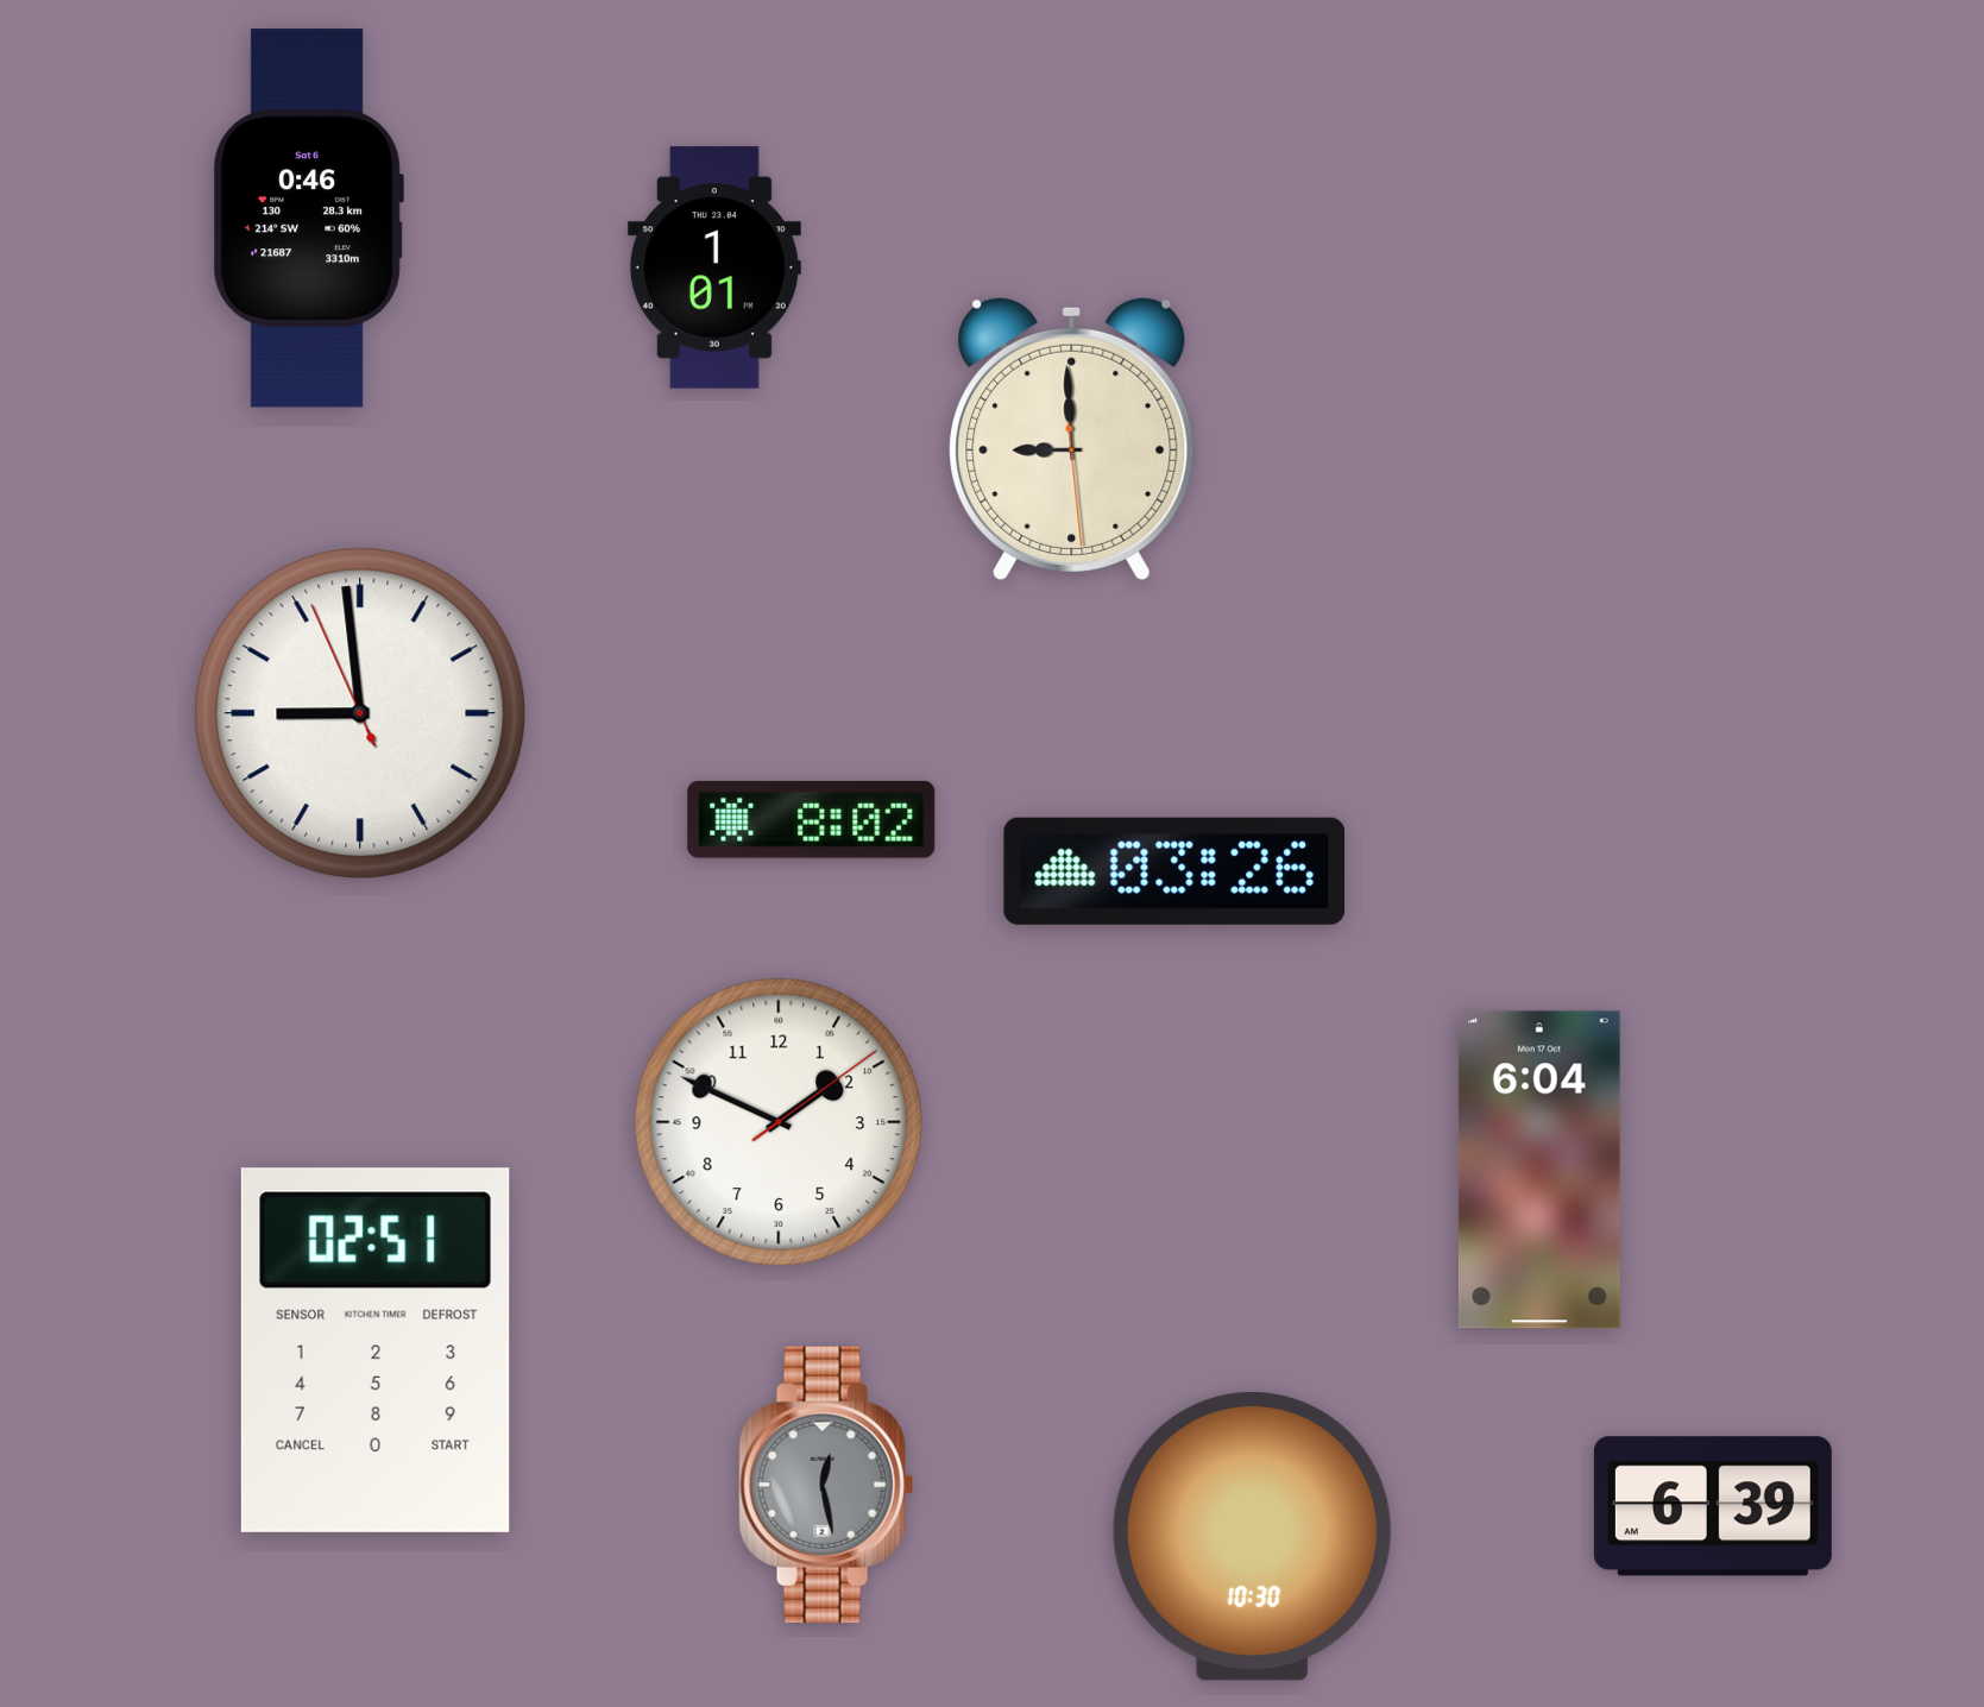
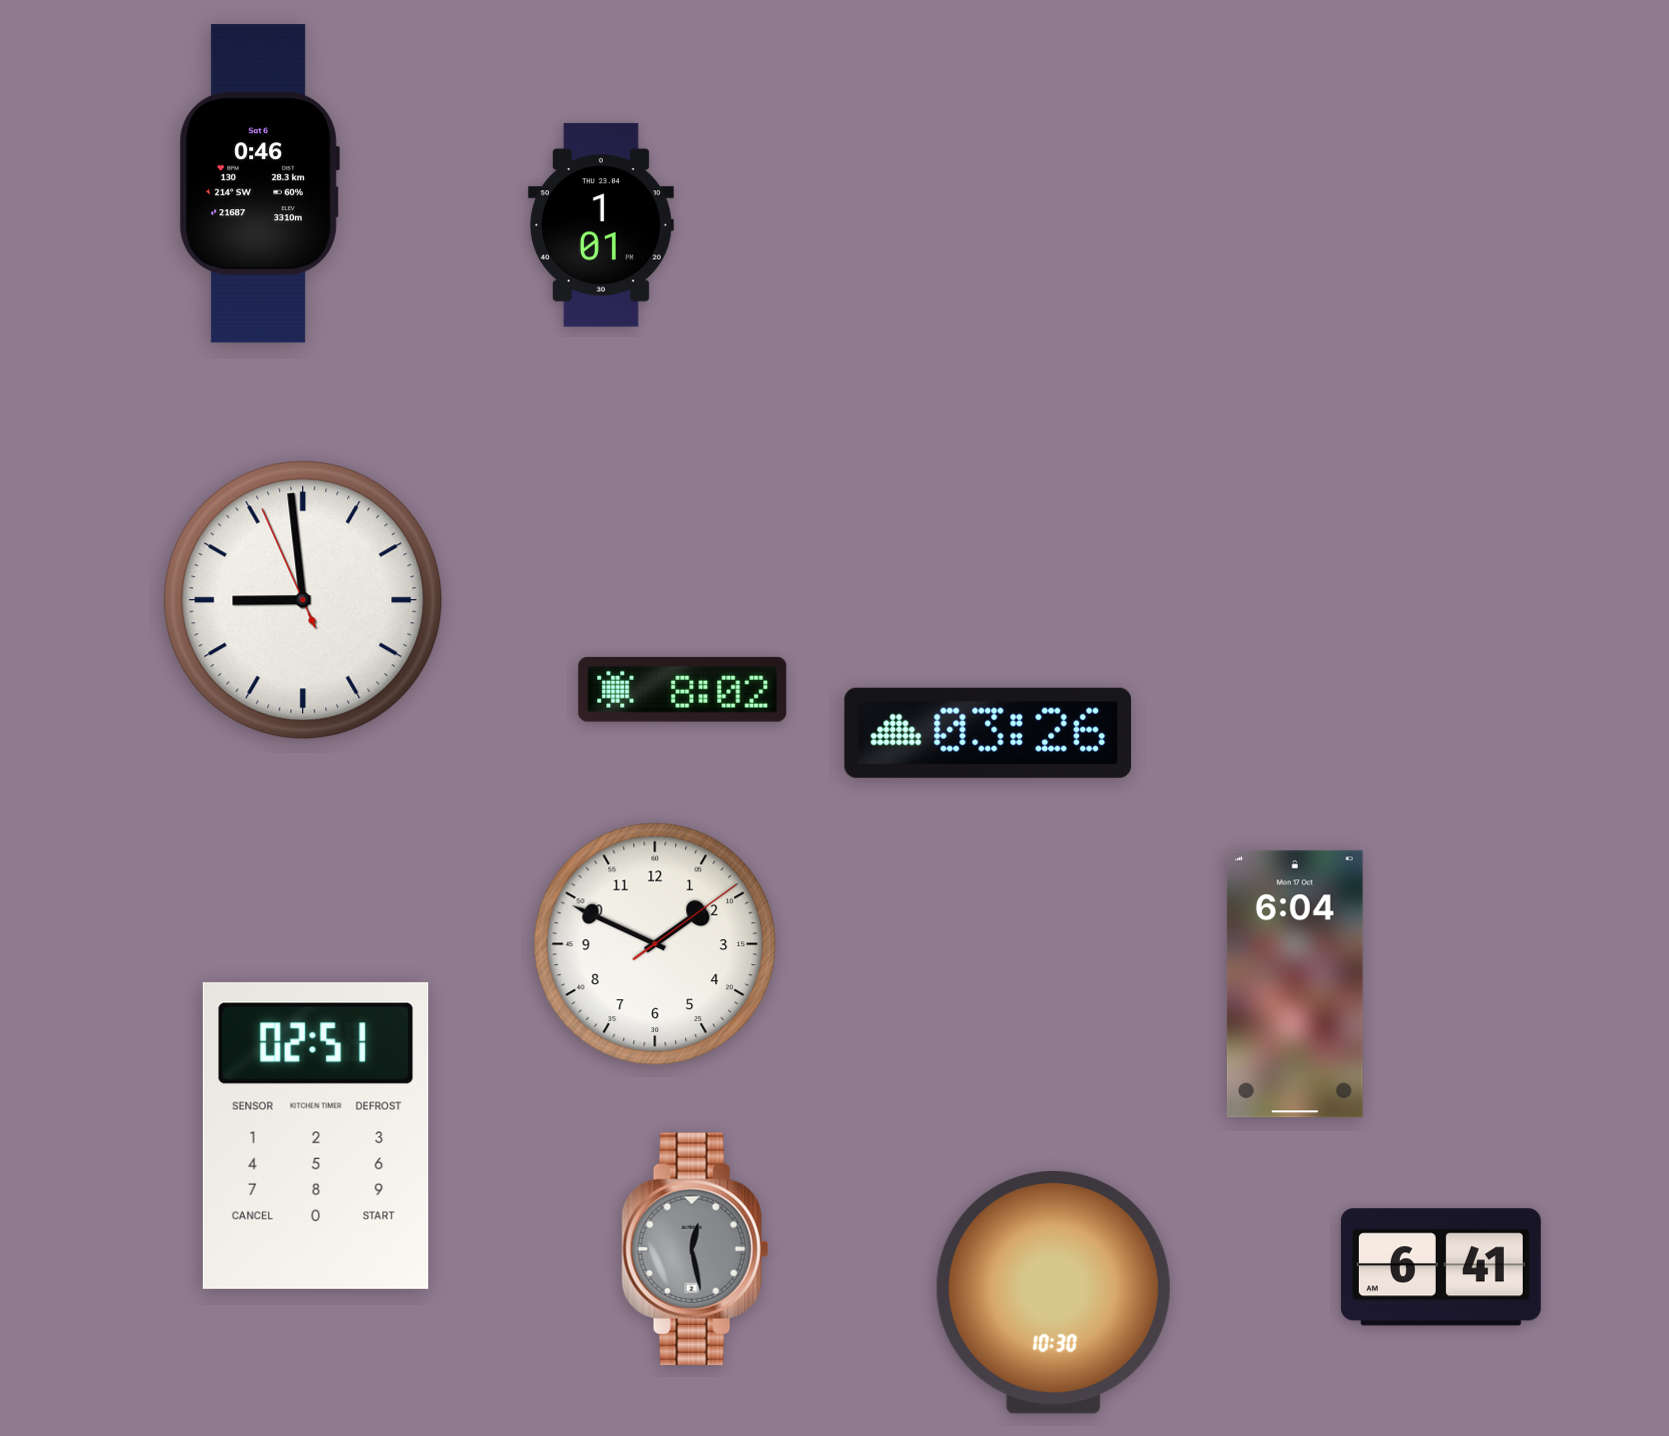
clock at (1072, 439): 8:59 -> none
clock at (1713, 1506): 6:39 -> 6:41
